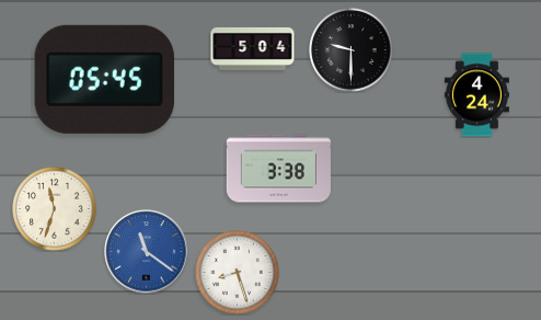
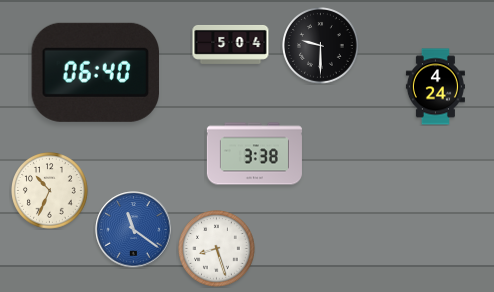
clock at (104, 79): 05:45 -> 06:40
clock at (55, 209): 11:33 -> 10:34
